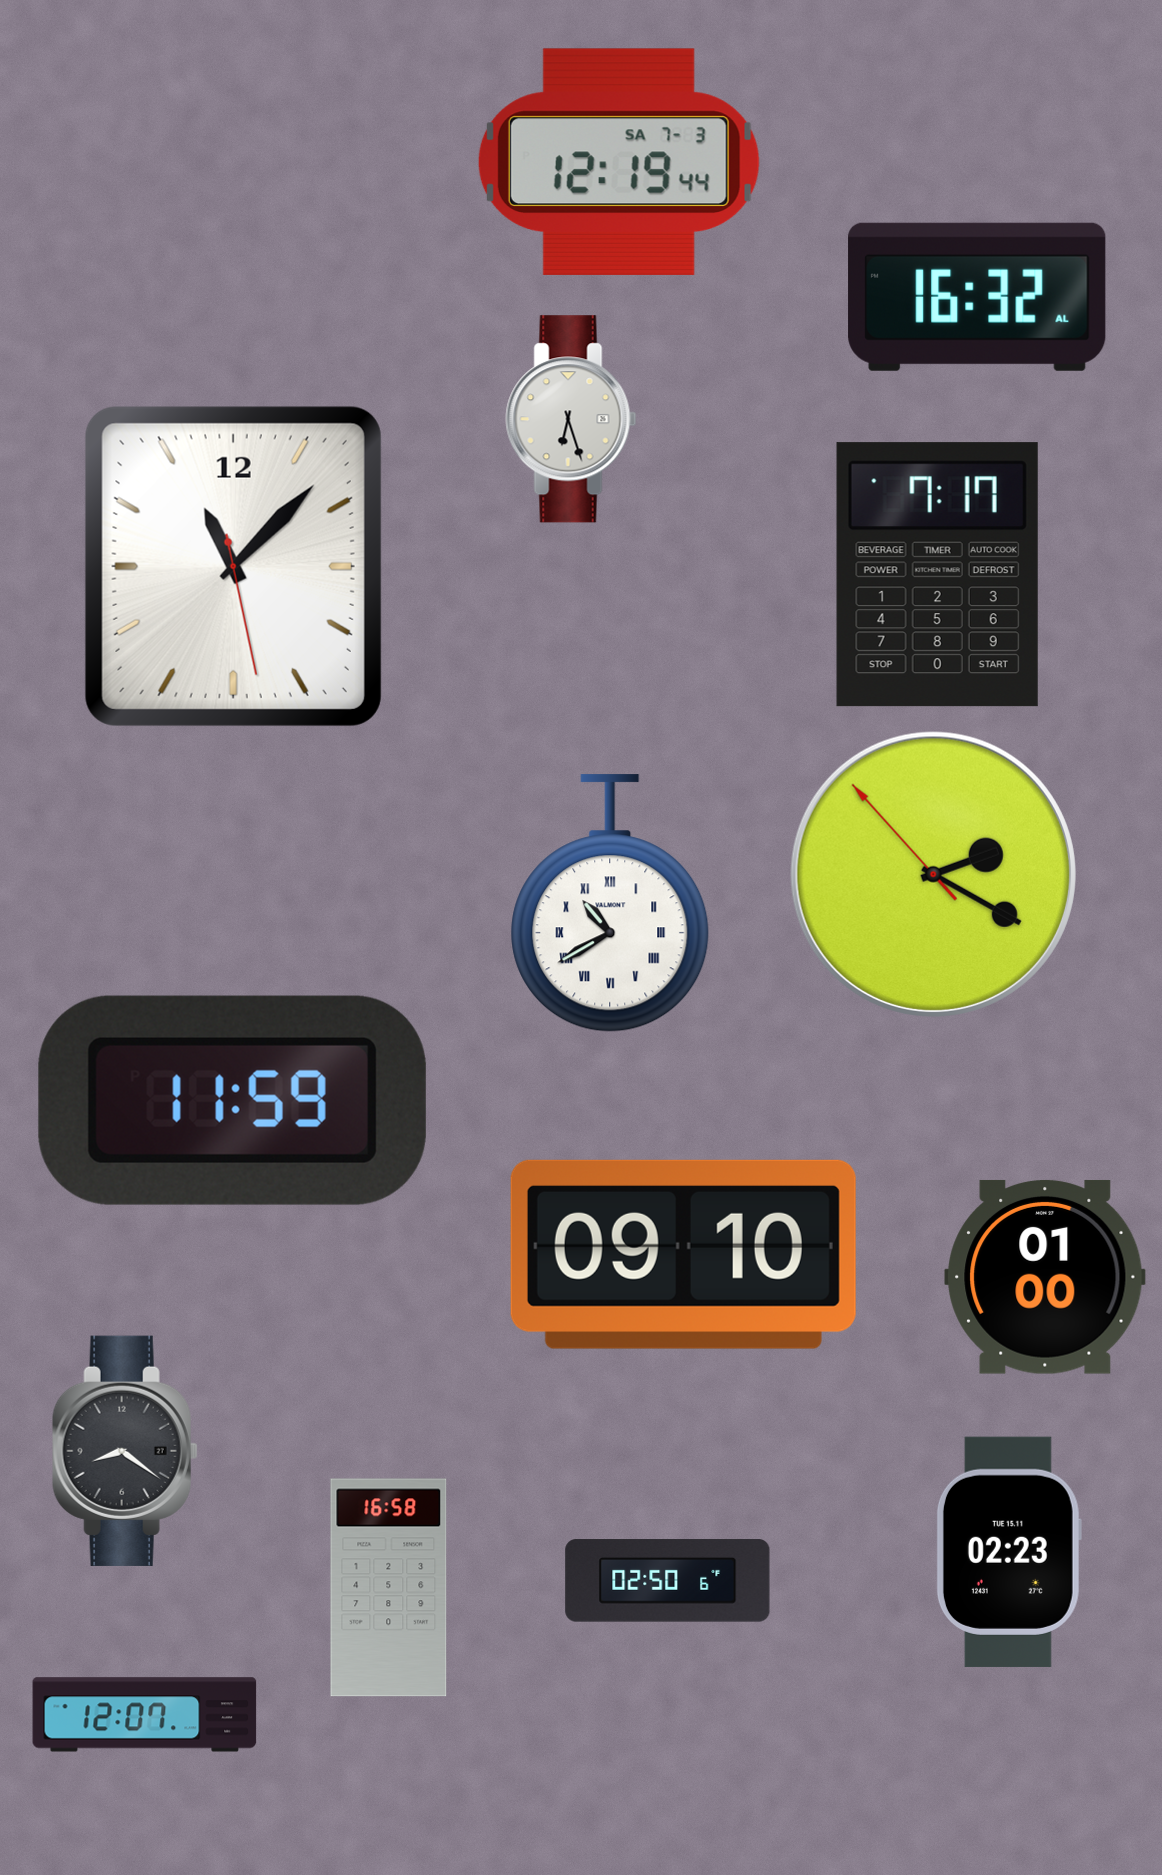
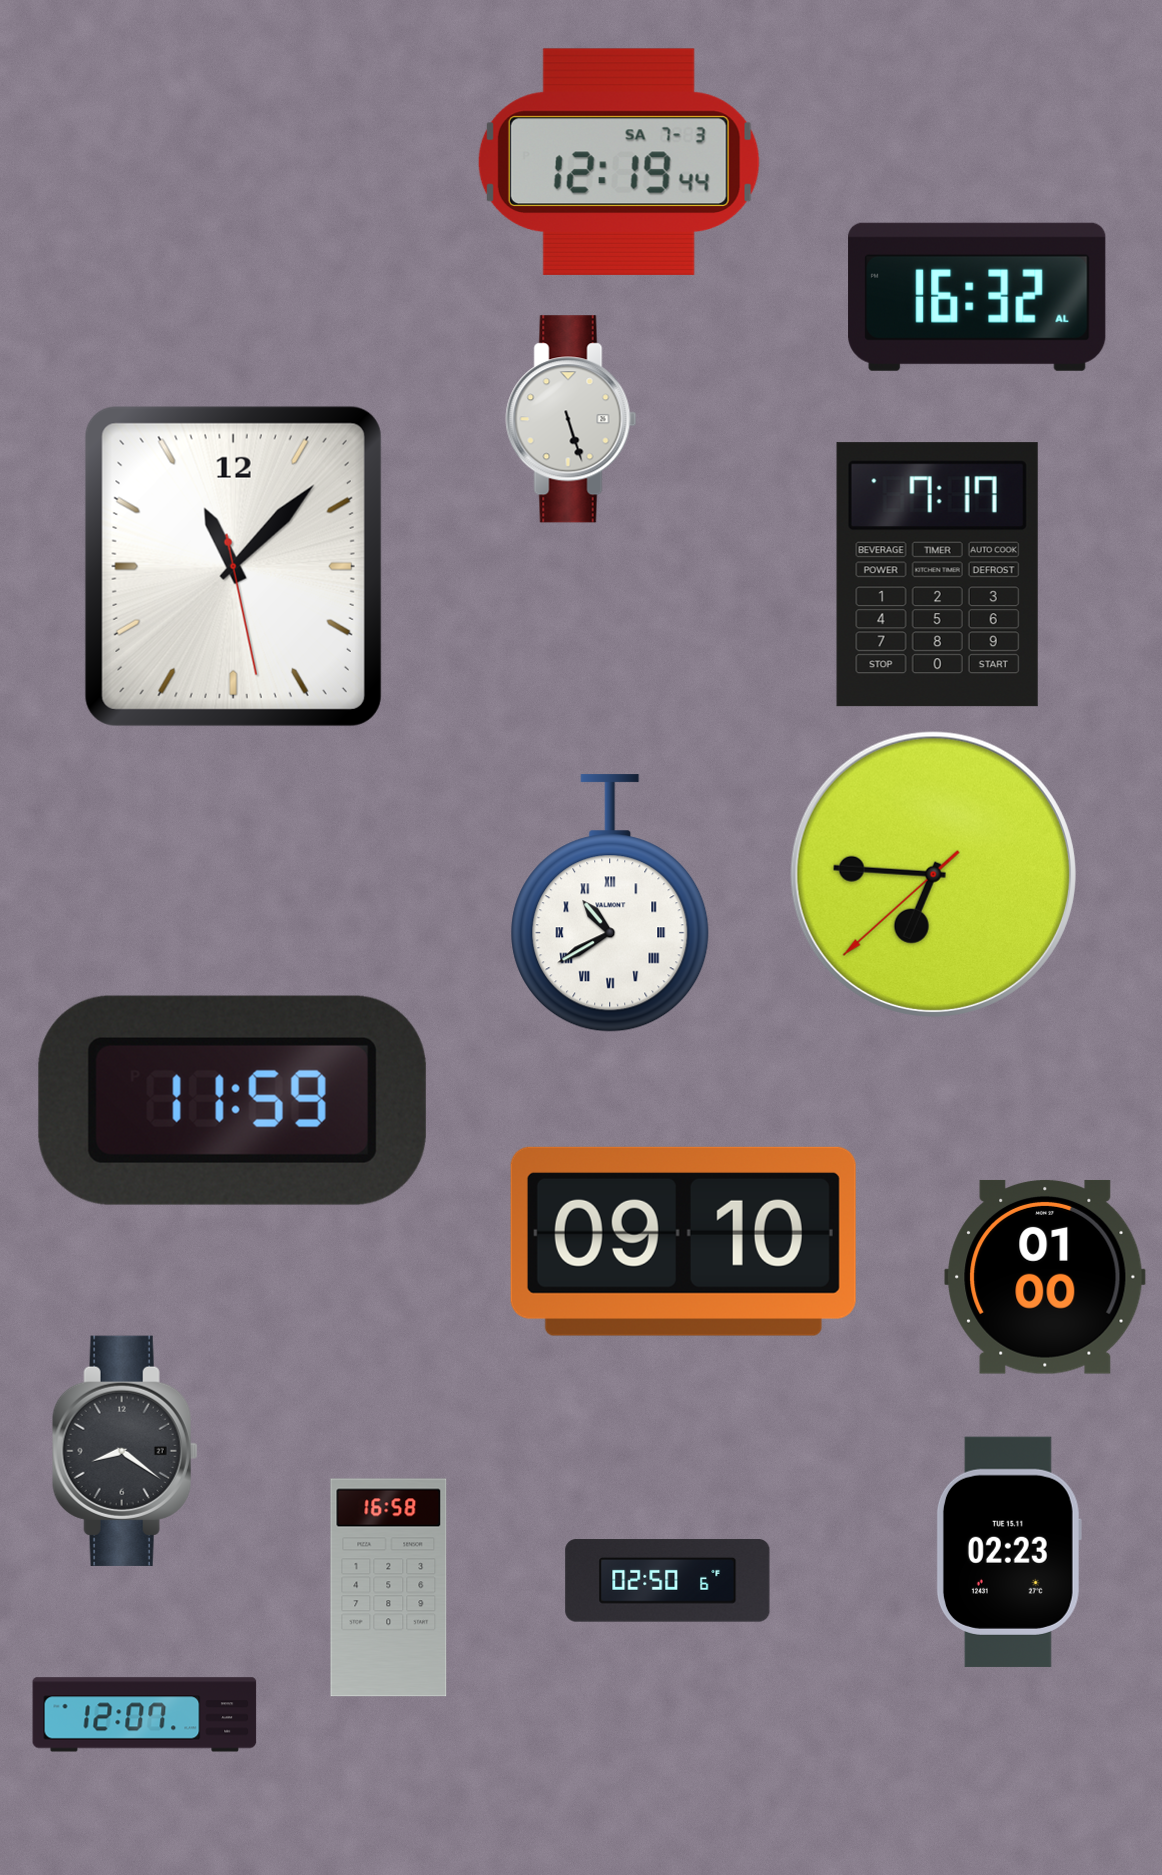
clock at (571, 419): 6:27 -> 5:27
clock at (933, 874): 2:19 -> 6:45
clock at (683, 1254) position: (683, 1254) -> (683, 1241)
